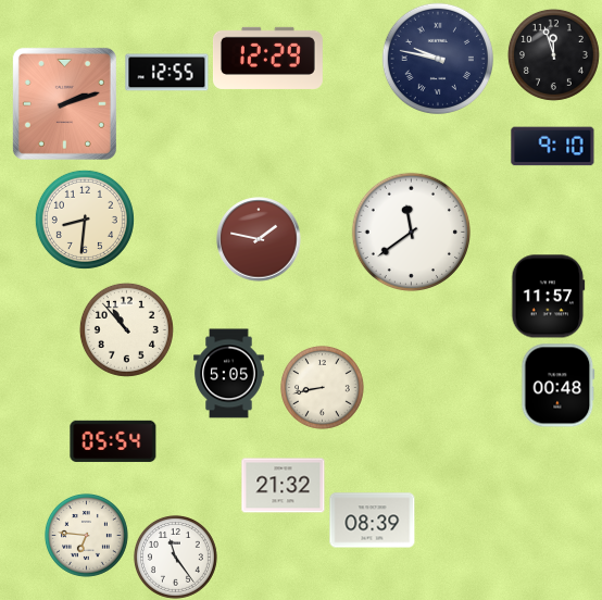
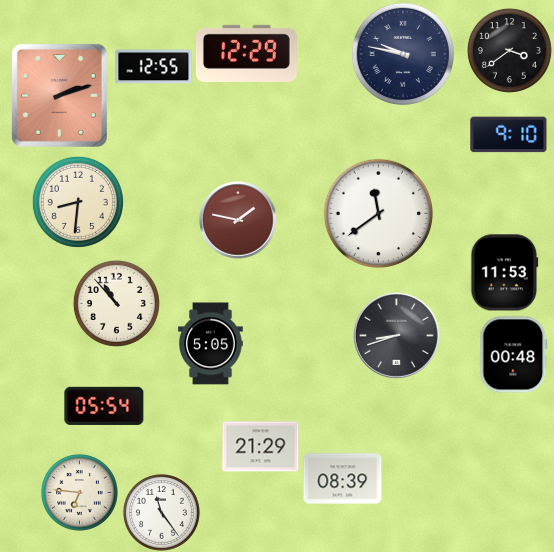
clock at (553, 54): 11:57 -> 3:39
clock at (549, 297): 11:57 -> 11:53
clock at (396, 335): none -> 8:42
clock at (322, 387): 8:43 -> none
clock at (284, 486): 21:32 -> 21:29
